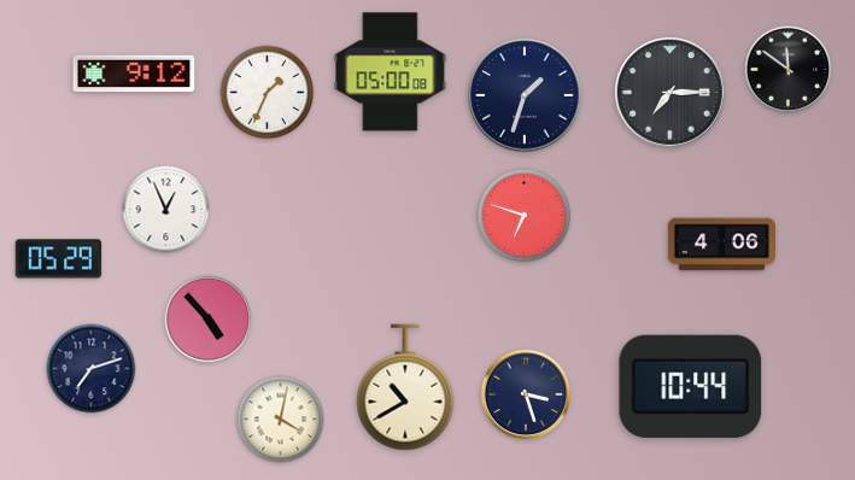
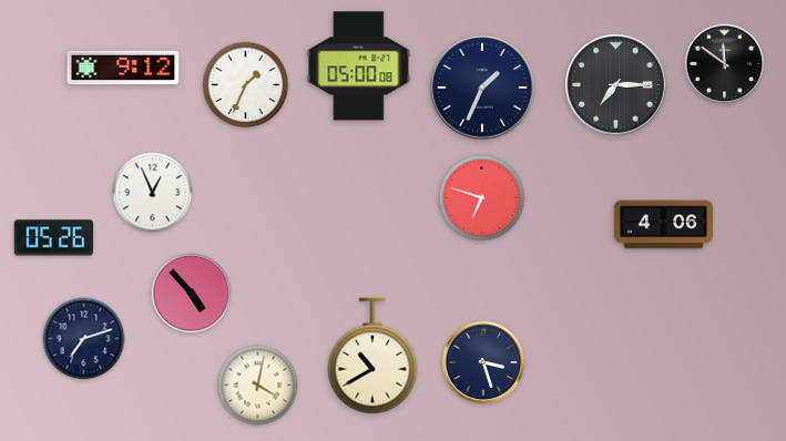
clock at (525, 95): 1:33 -> 1:34
clock at (59, 259): 05:29 -> 05:26
clock at (691, 386): 10:44 -> none
